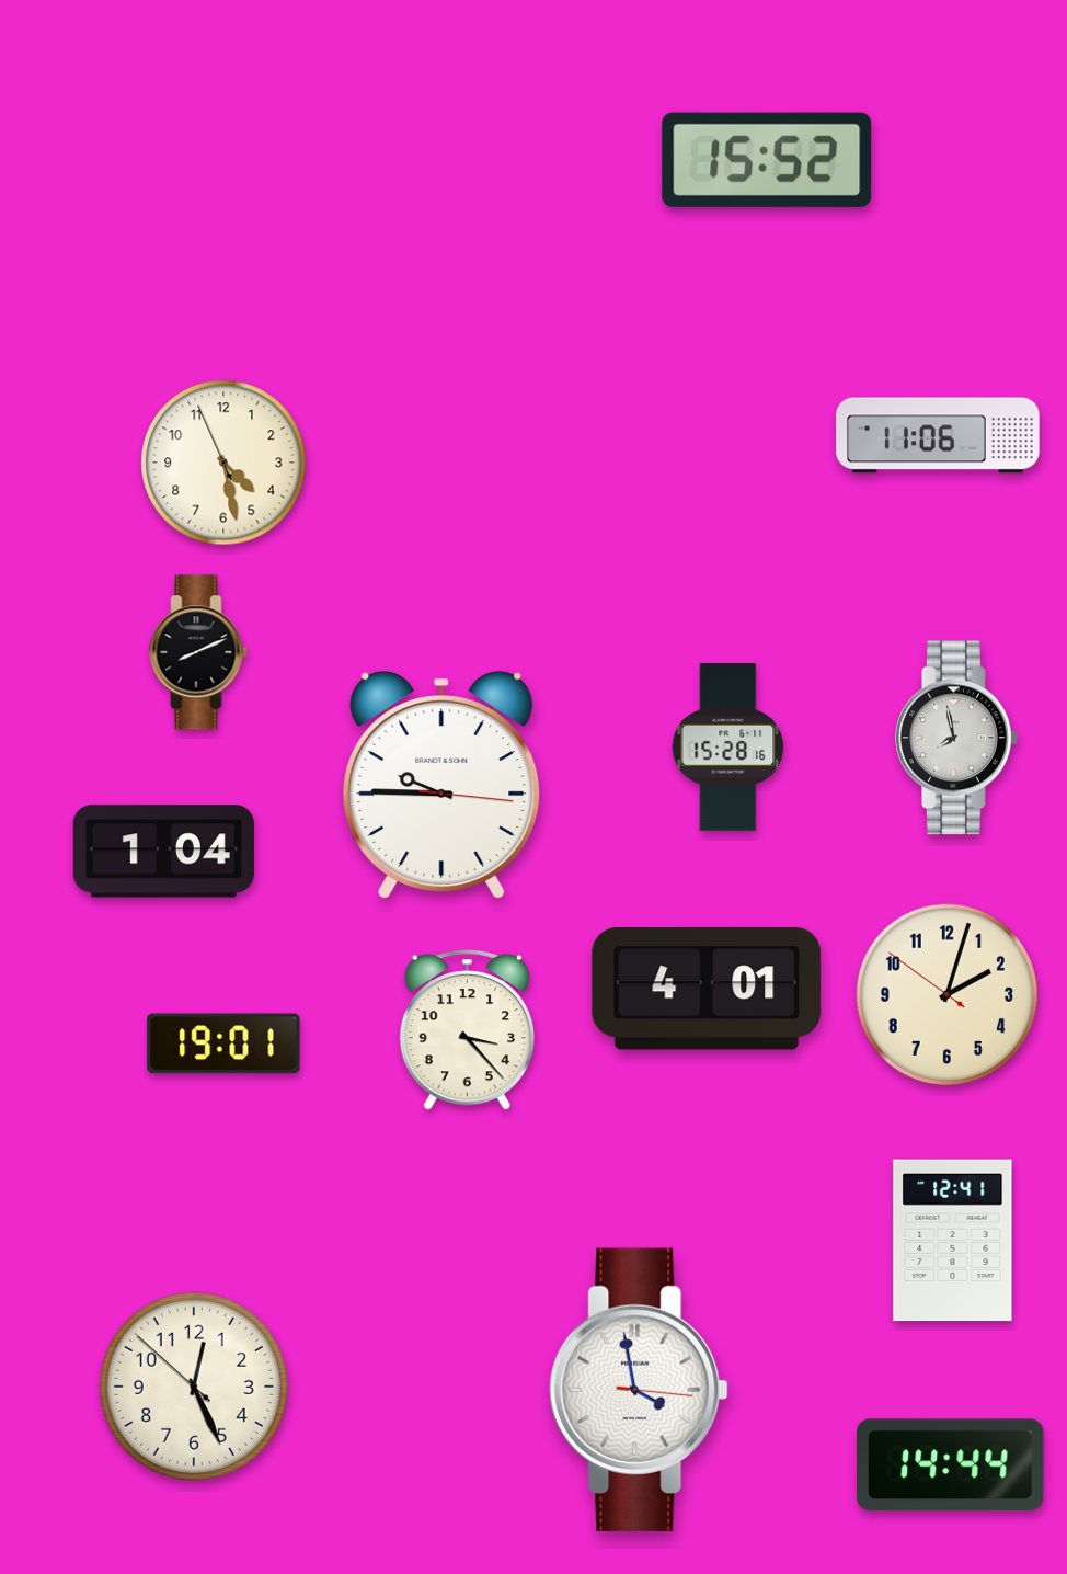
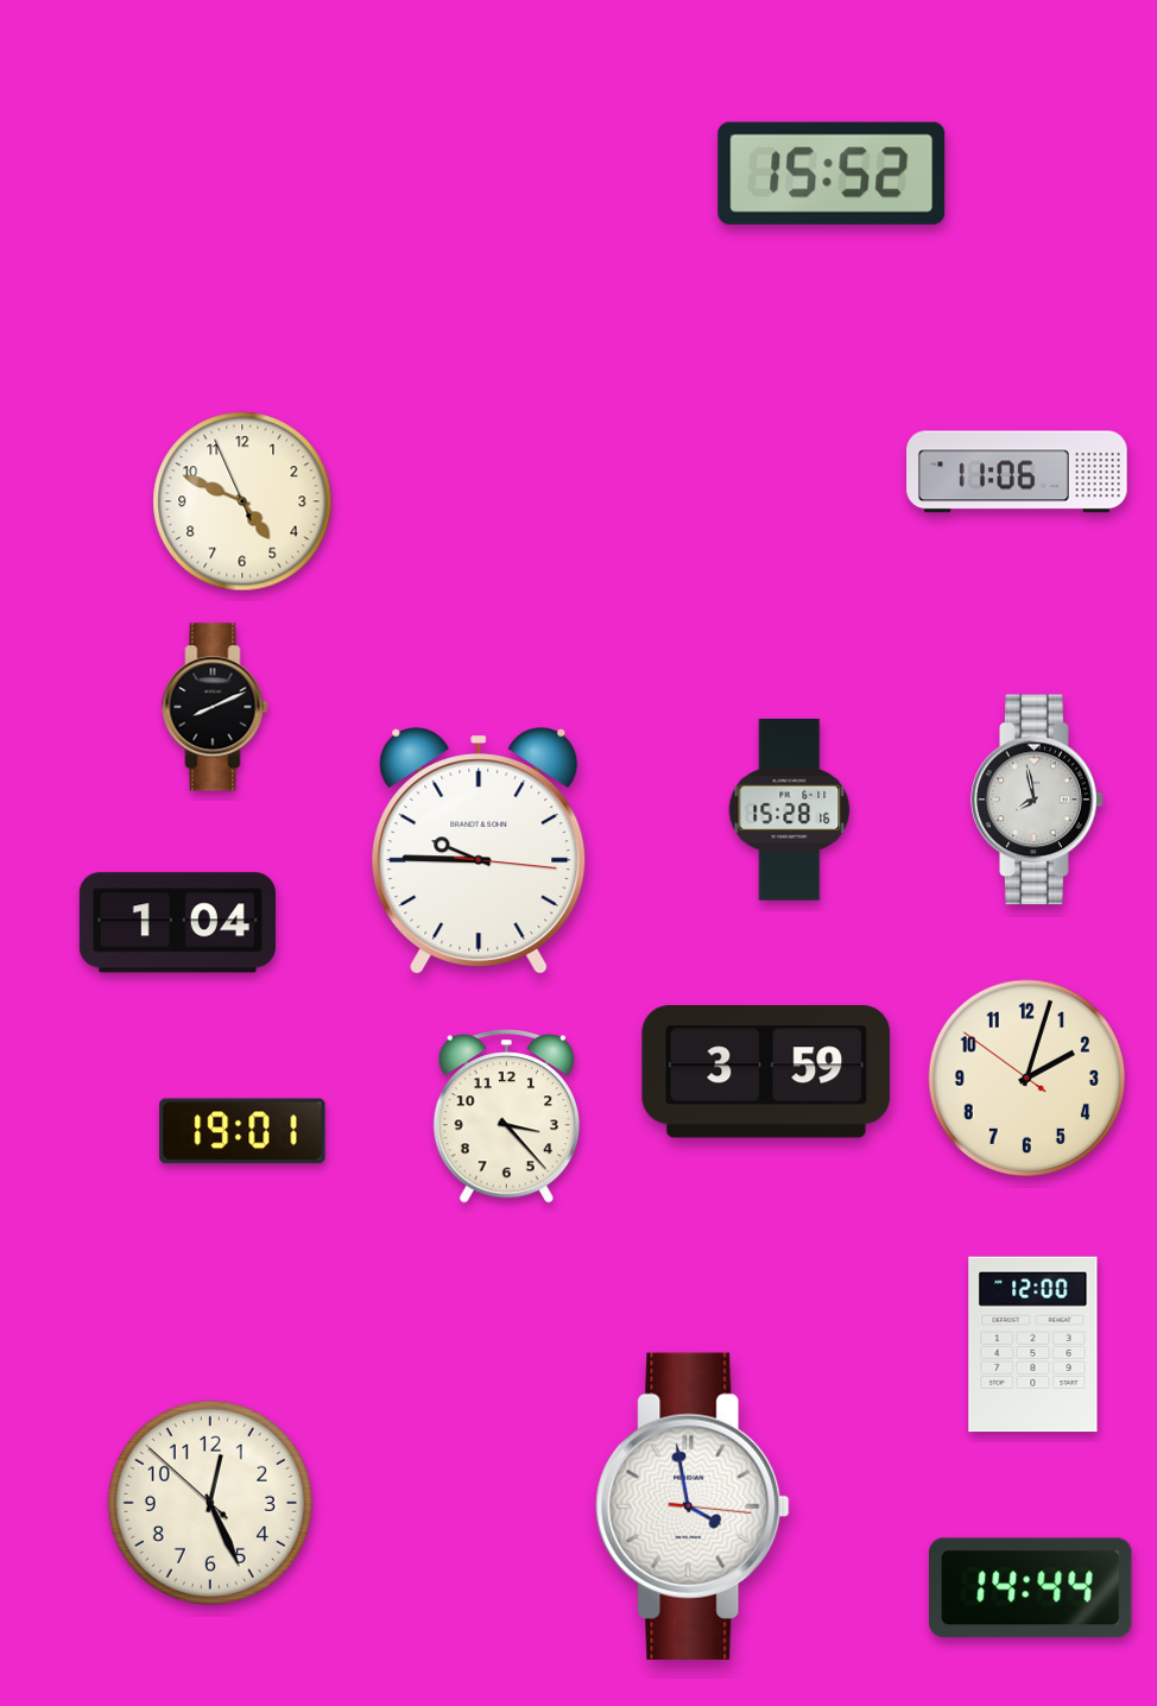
clock at (223, 463): 4:27 -> 4:48
clock at (707, 989): 4:01 -> 3:59
clock at (953, 1241): 12:41 -> 12:00
